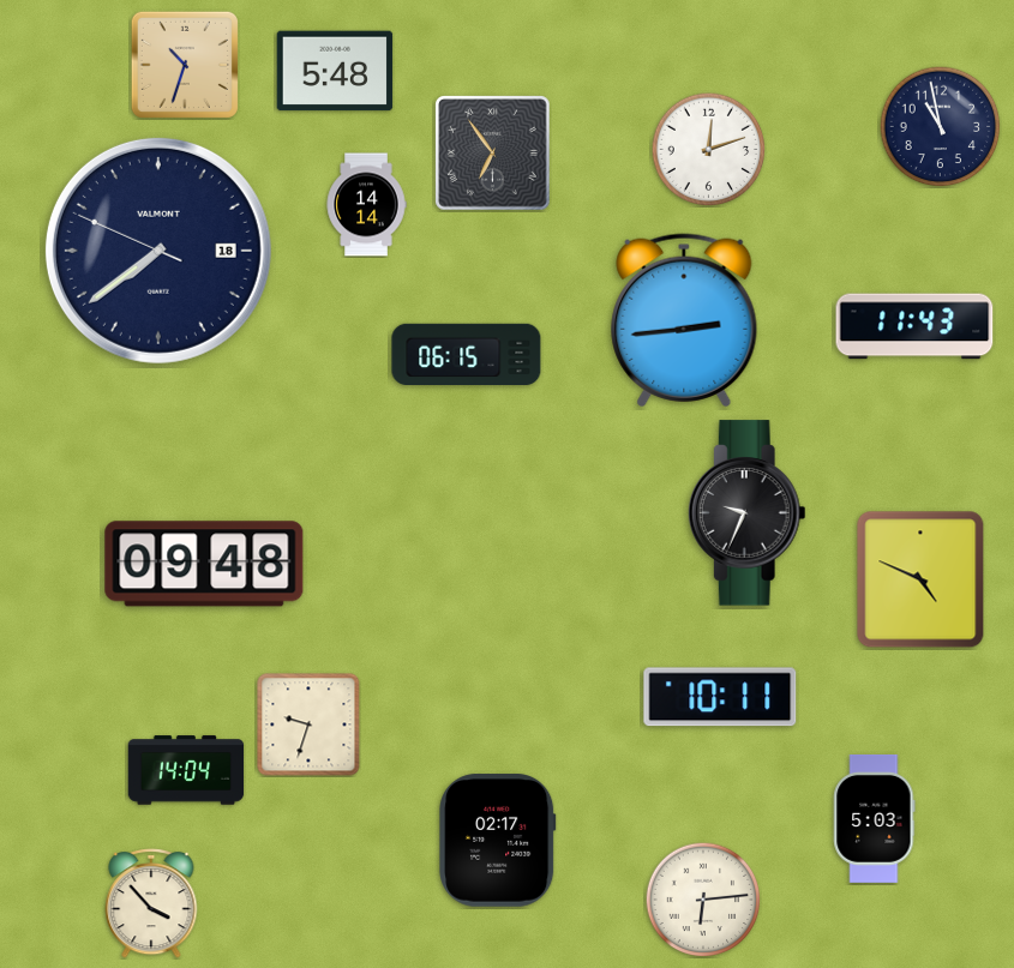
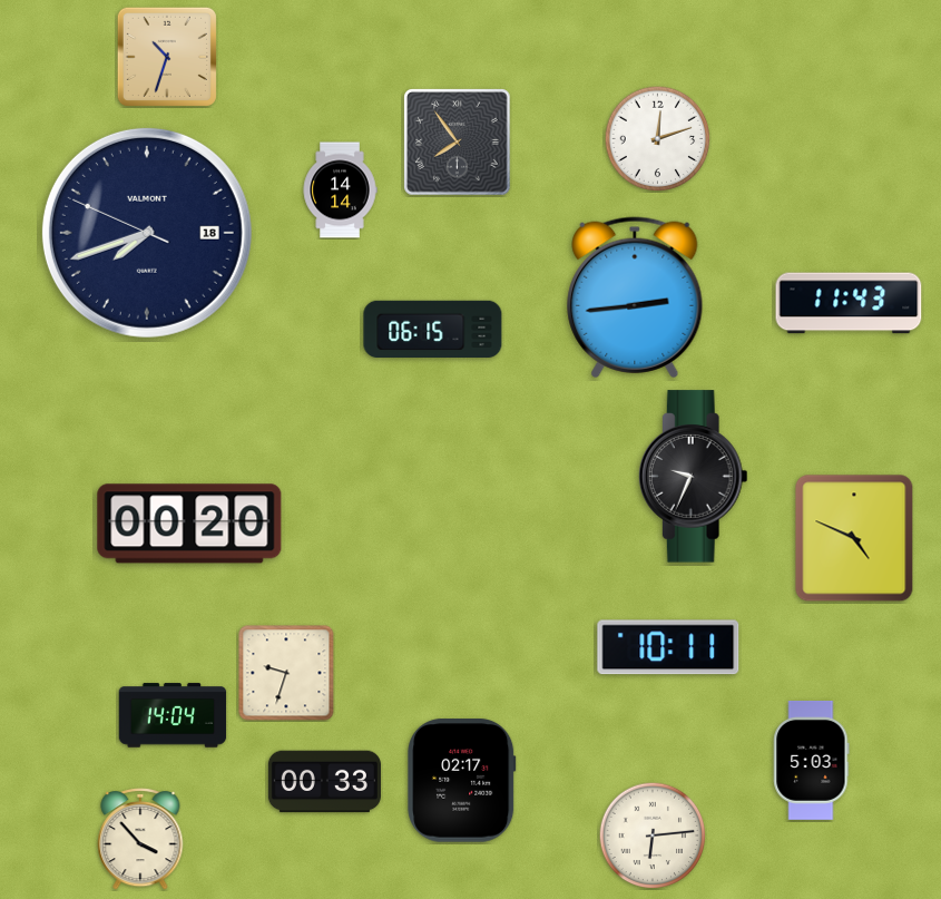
clock at (185, 65) position: (185, 65) -> (167, 57)
clock at (335, 71): 5:48 -> none
clock at (941, 127): 10:58 -> none
clock at (493, 154): 6:54 -> 7:54
clock at (158, 251): 7:38 -> 7:41
clock at (204, 564): 09:48 -> 00:20
clock at (324, 782): none -> 00:33
